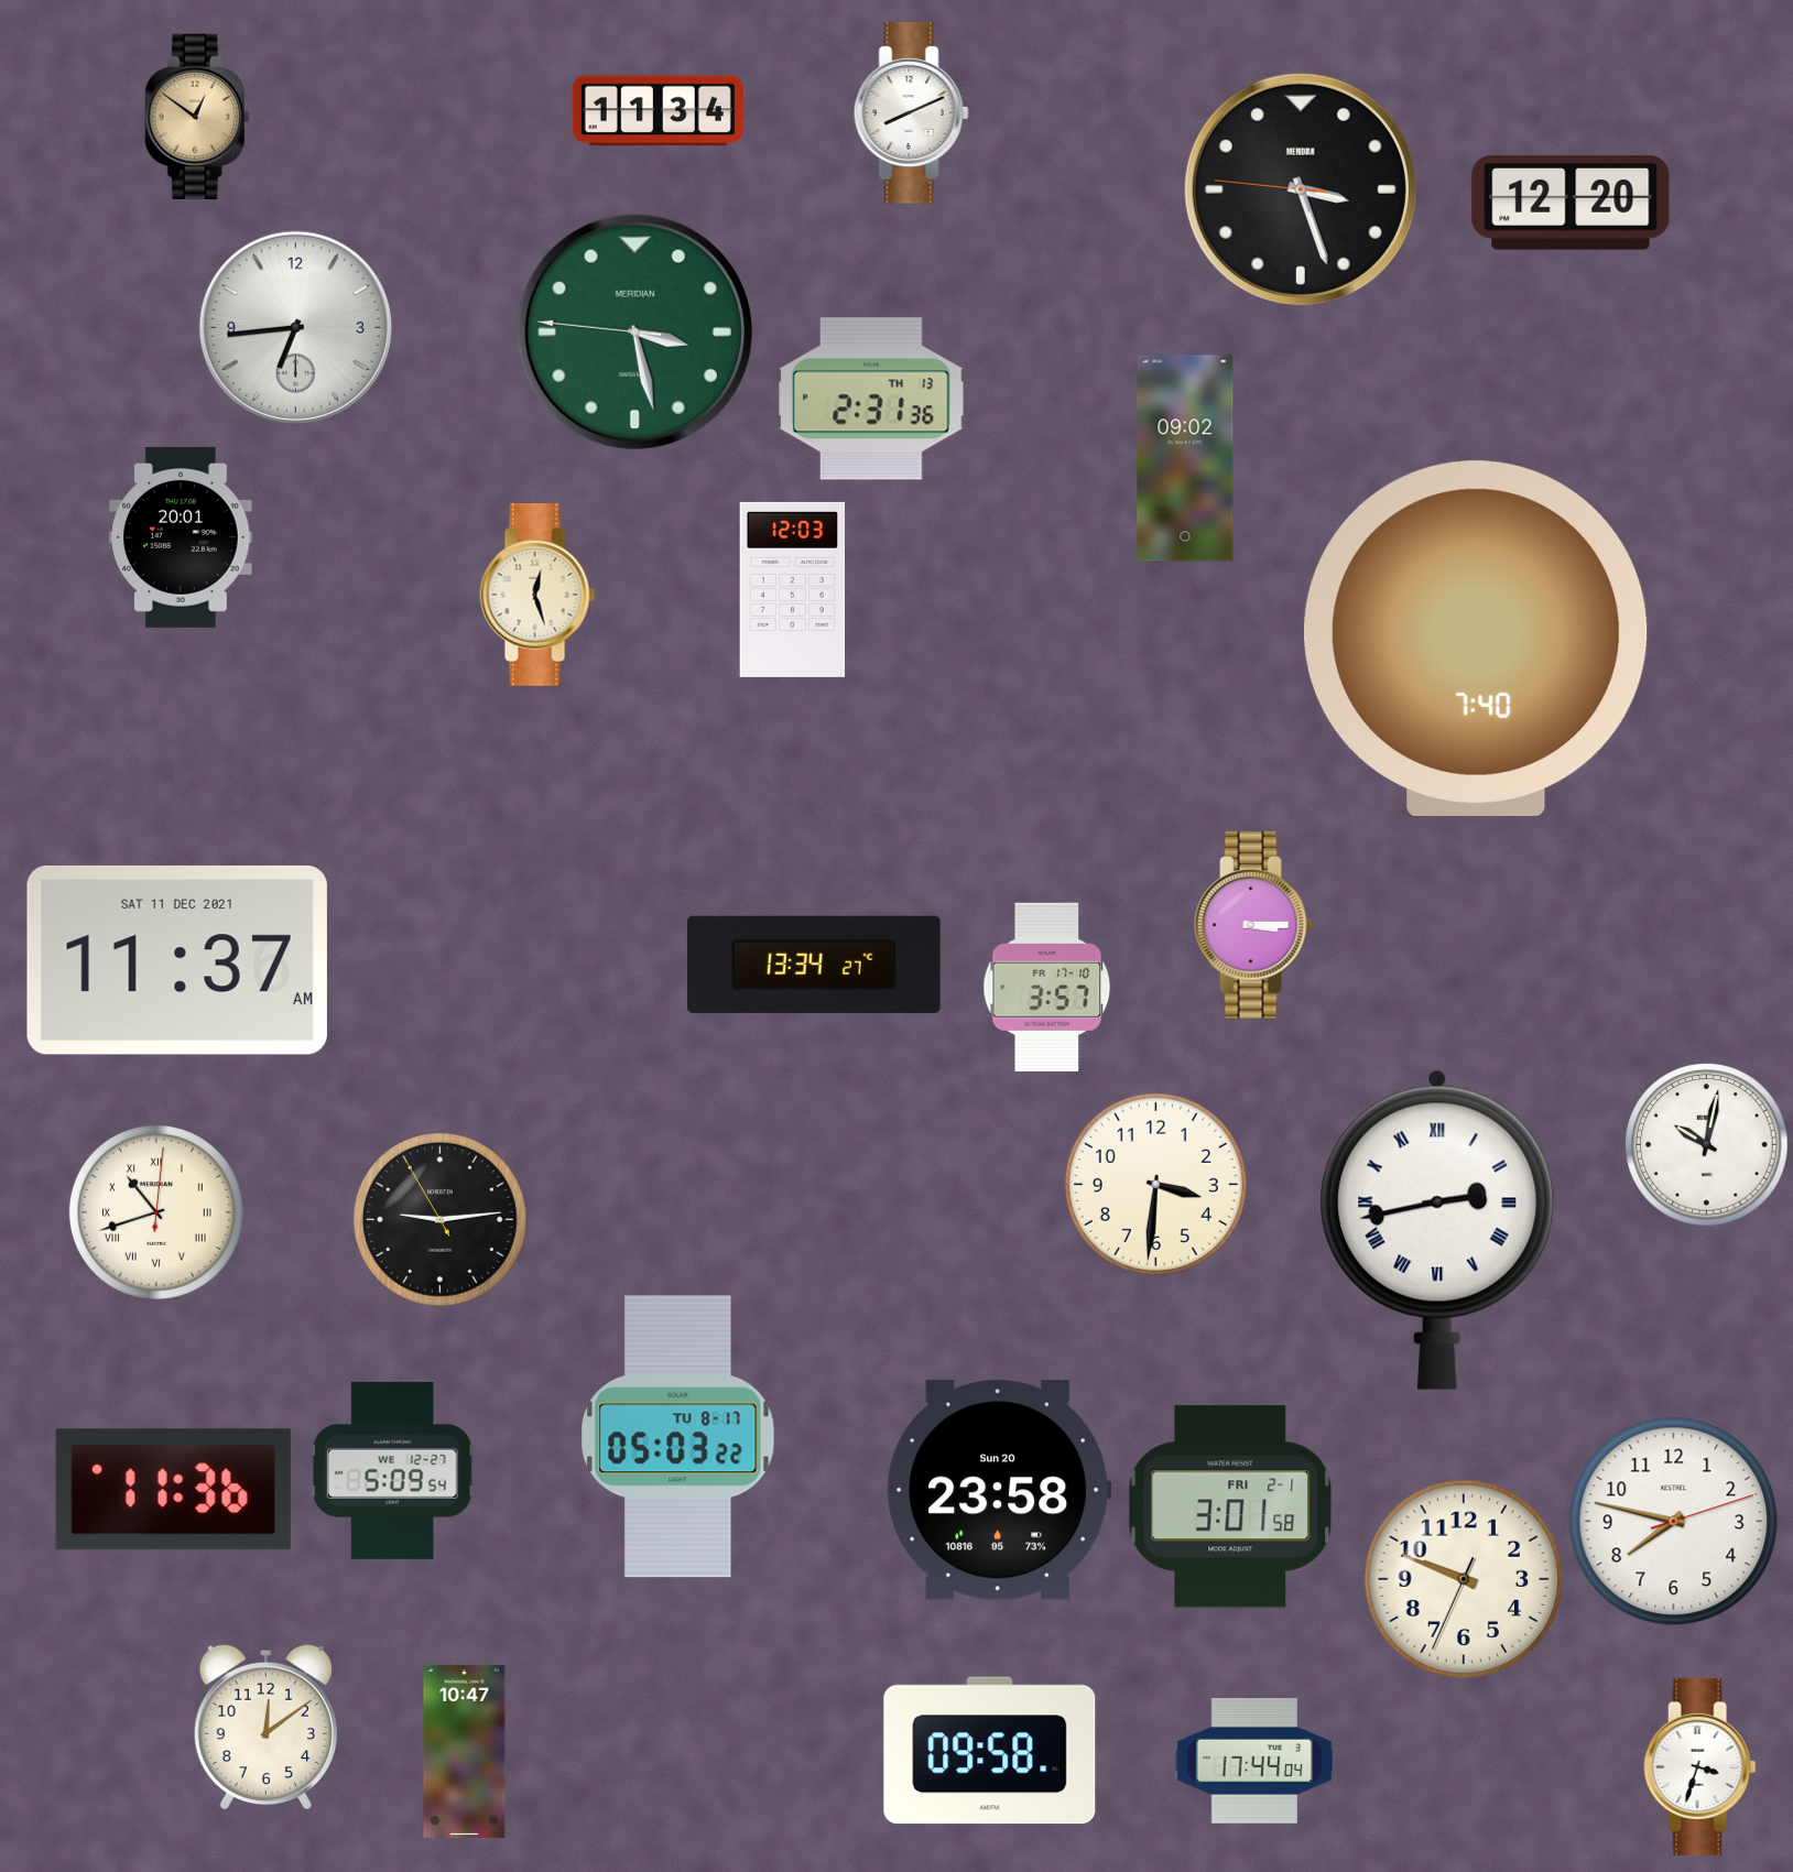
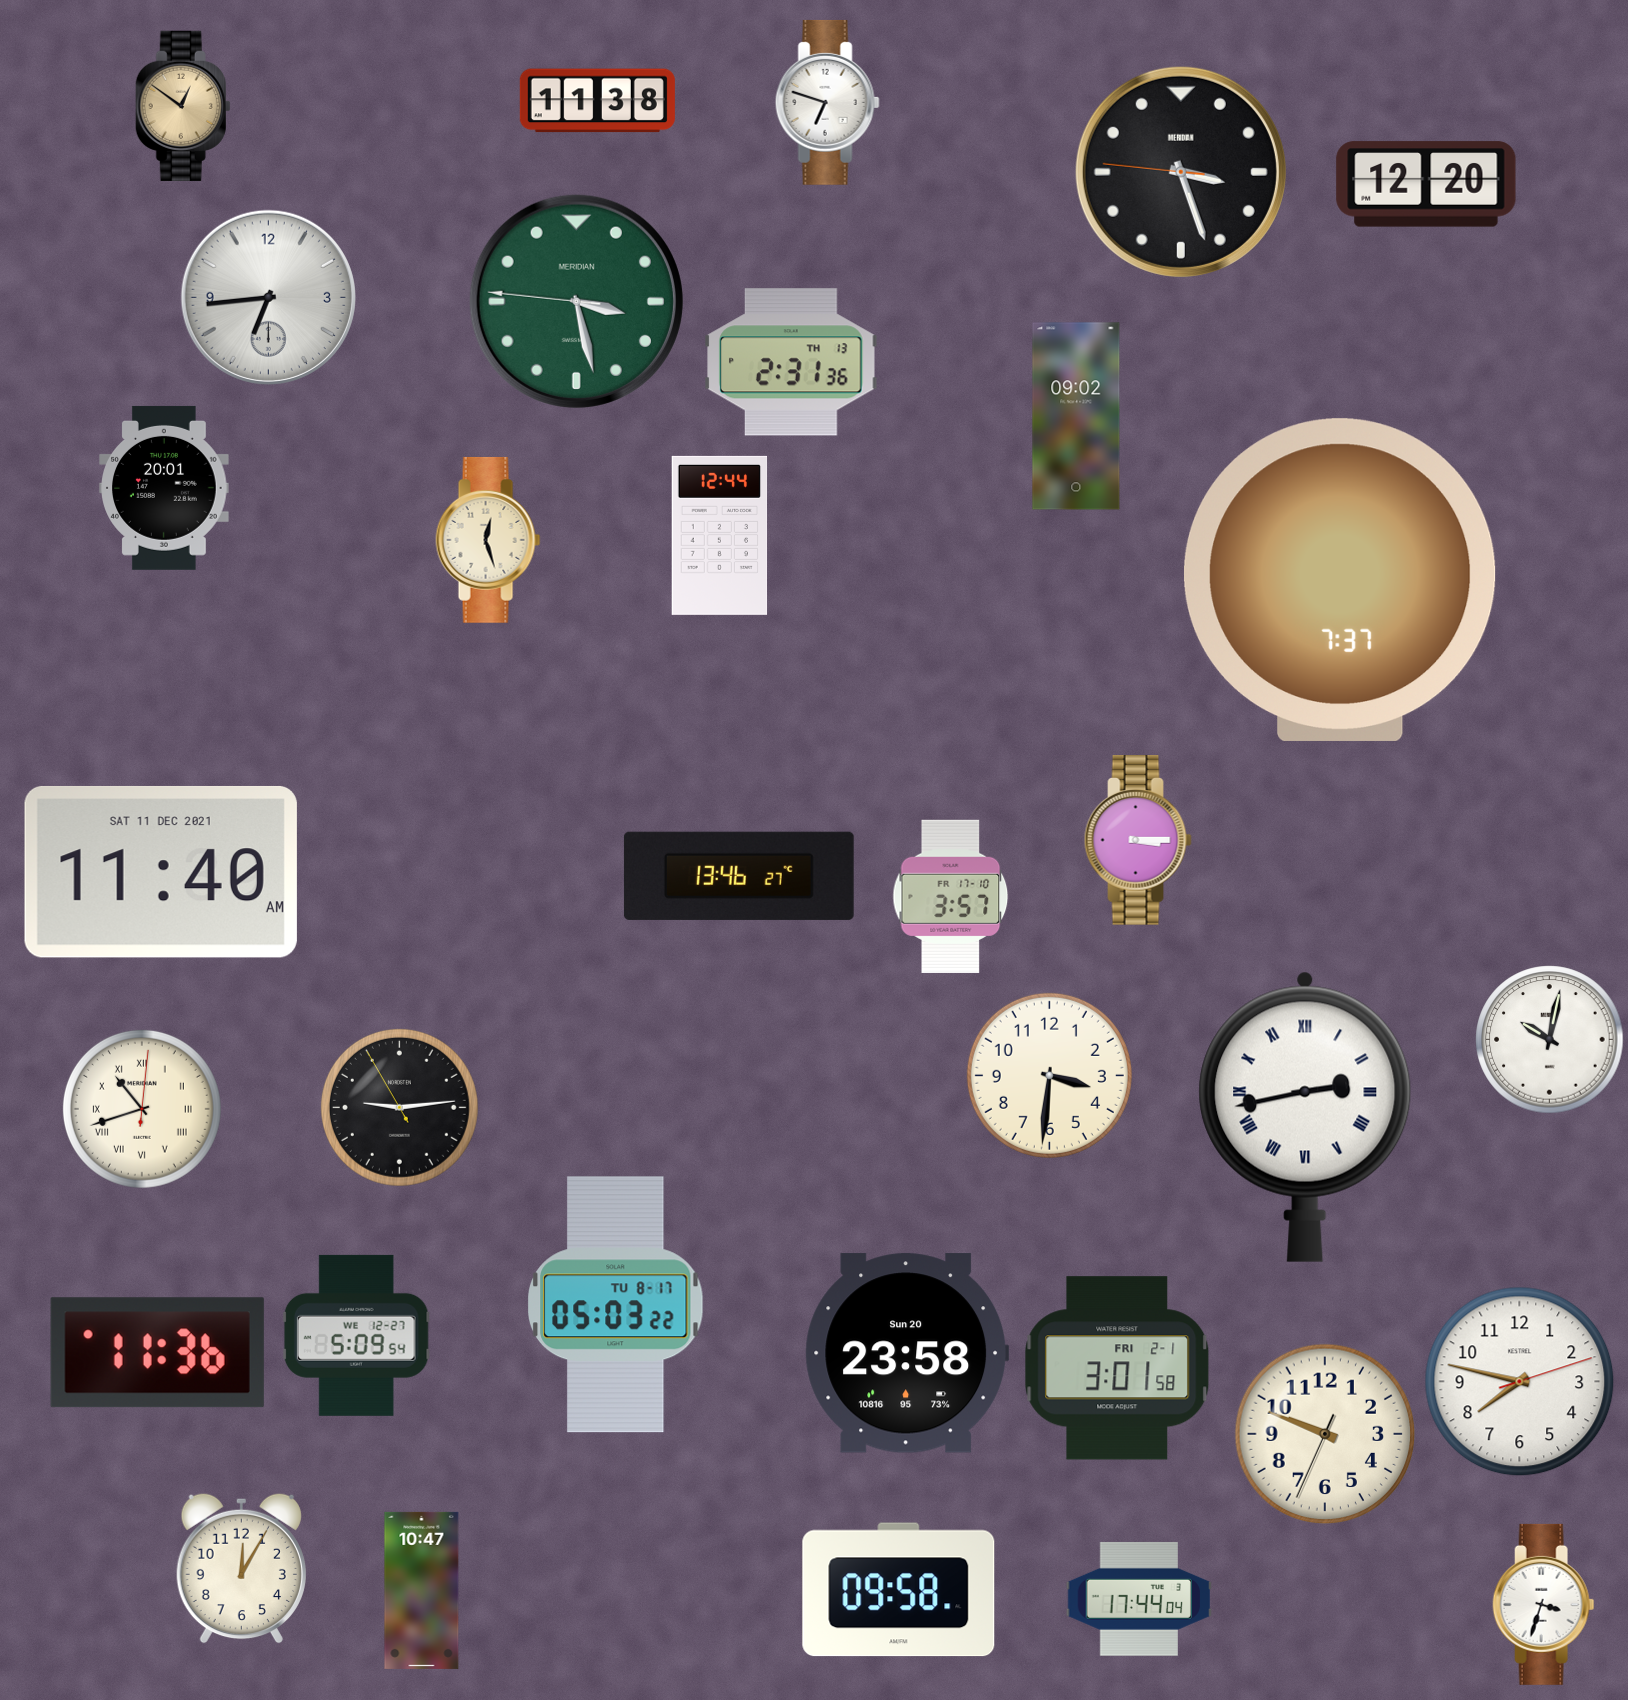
clock at (658, 111): 11:34 -> 11:38
clock at (911, 112): 8:11 -> 6:48
clock at (197, 117) position: (197, 117) -> (183, 106)
clock at (793, 589): 12:03 -> 12:44
clock at (1477, 639): 7:40 -> 7:37
clock at (177, 960): 11:37 -> 11:40
clock at (814, 965): 13:34 -> 13:46
clock at (156, 1212) position: (156, 1212) -> (142, 1109)
clock at (1464, 1579) position: (1464, 1579) -> (1325, 1434)
clock at (265, 1727): 12:09 -> 12:05
